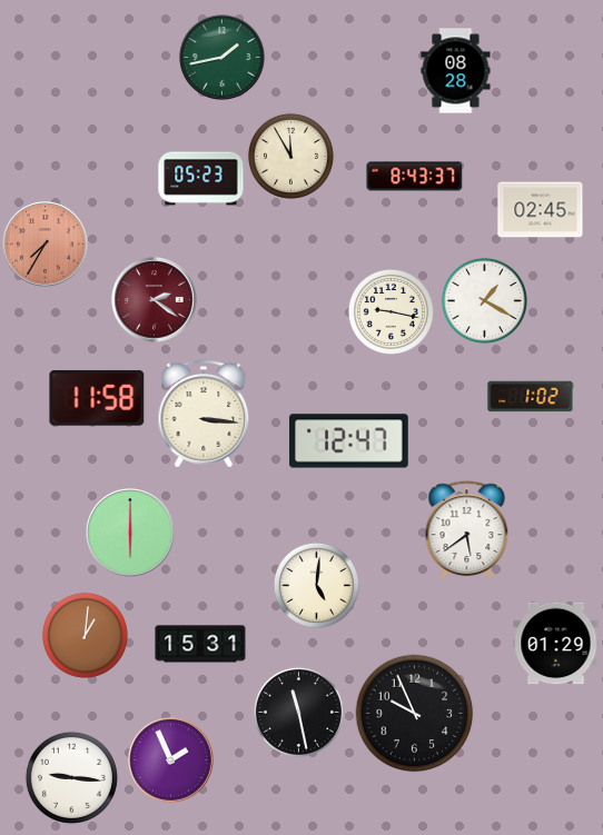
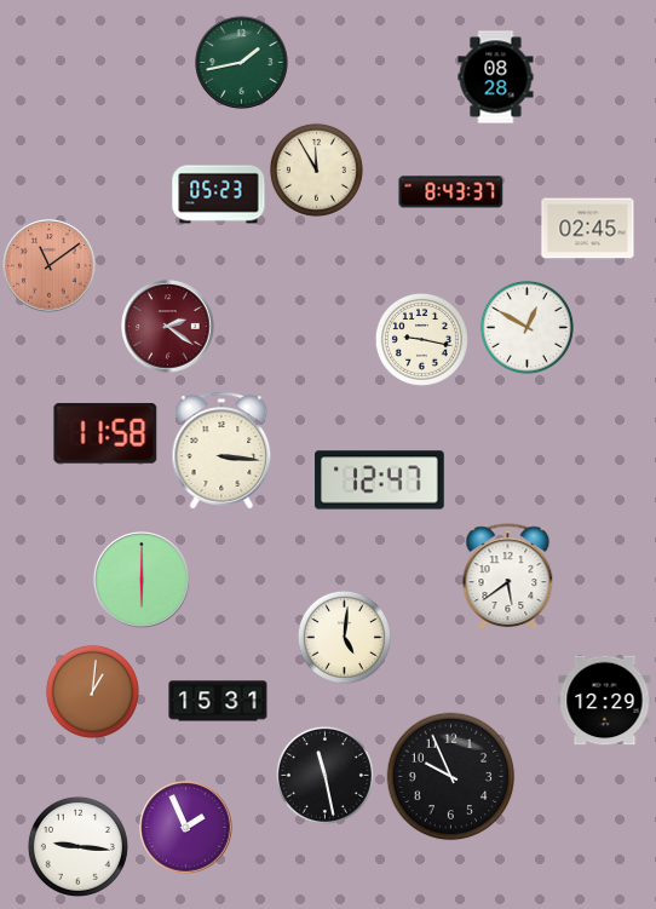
clock at (46, 245): 7:35 -> 11:09
clock at (484, 300): 1:20 -> 12:50
clock at (391, 311) position: (391, 311) -> (421, 339)
clock at (531, 397): 1:02 -> none
clock at (556, 644): 01:29 -> 12:29
